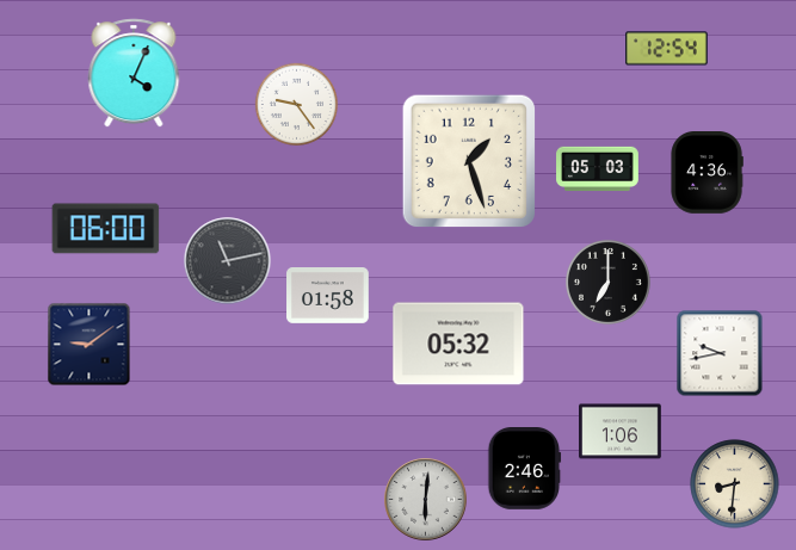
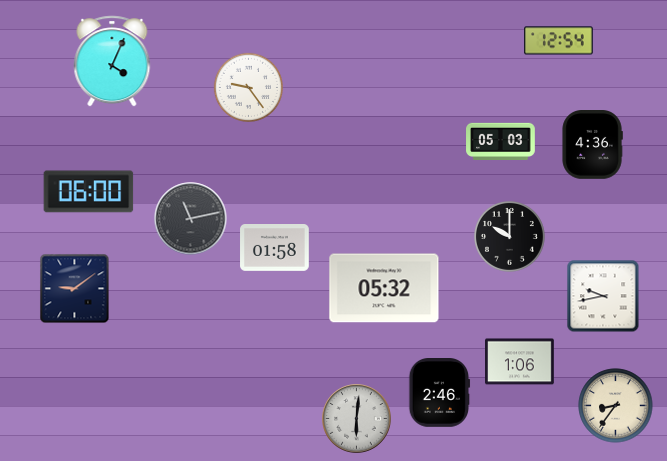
clock at (469, 161): 1:27 -> none
clock at (607, 282): 7:00 -> 10:00
clock at (735, 484): 8:31 -> 8:36
